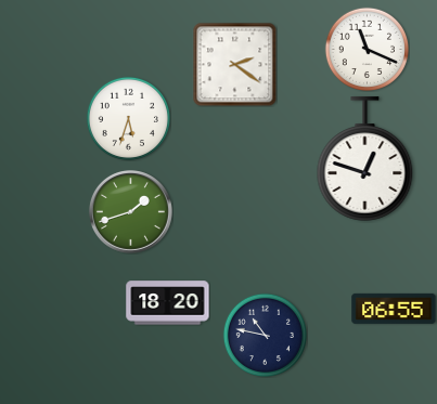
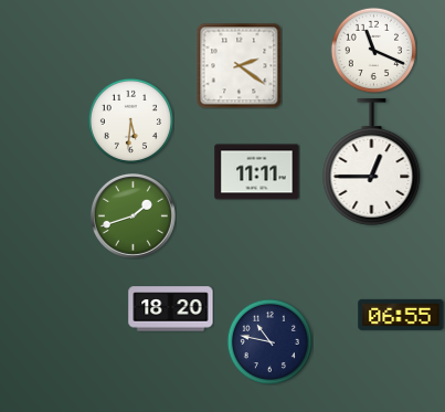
clock at (128, 118): 5:33 -> 5:31
clock at (365, 159): 12:48 -> 12:45
clock at (257, 172): none -> 11:11
